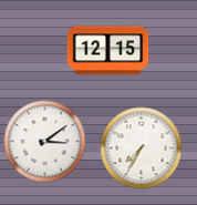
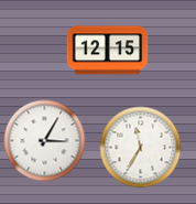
clock at (45, 142): 3:09 -> 3:05
clock at (142, 148): 7:35 -> 11:35
